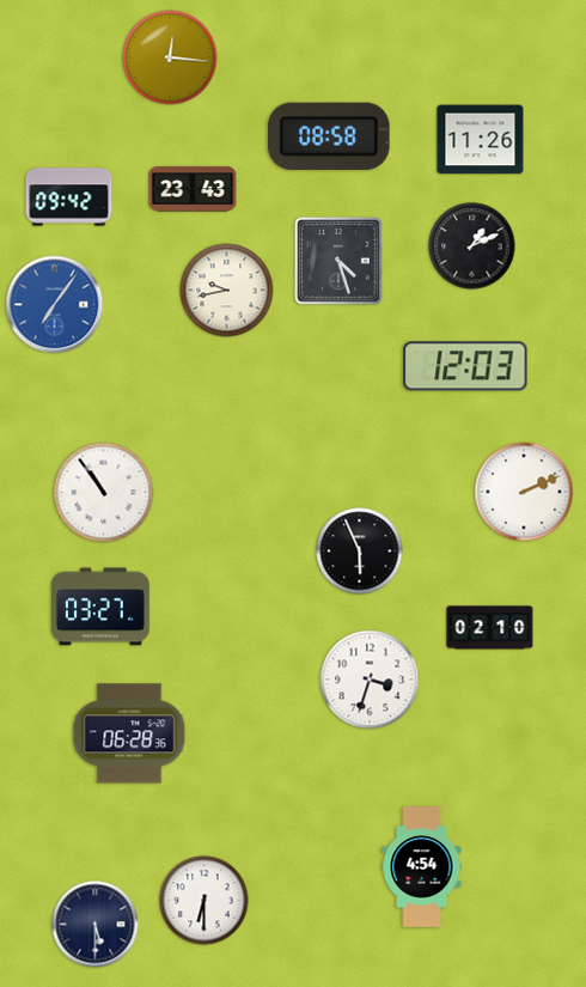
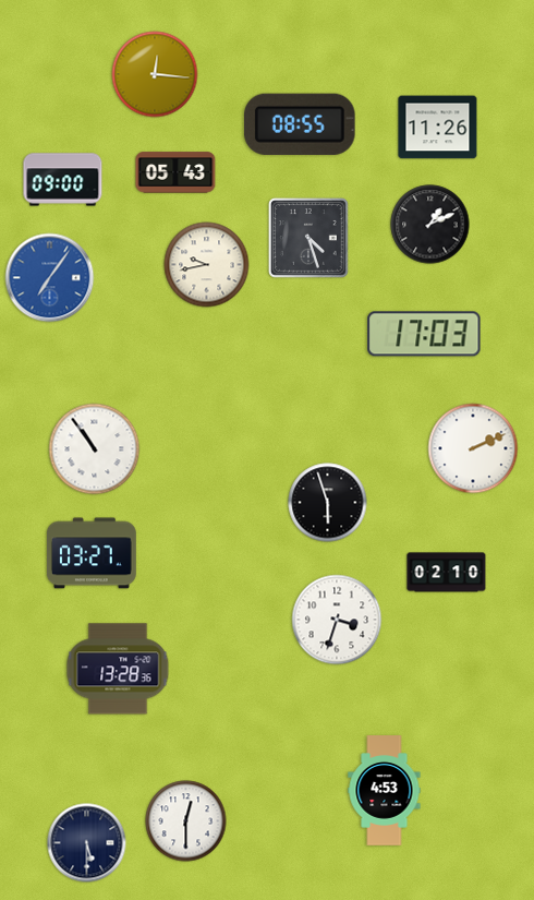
clock at (170, 57) position: (170, 57) -> (155, 74)
clock at (329, 136): 08:58 -> 08:55
clock at (193, 189): 23:43 -> 05:43
clock at (69, 197): 09:42 -> 09:00
clock at (465, 366): 12:03 -> 17:03
clock at (524, 492) position: (524, 492) -> (473, 448)
clock at (360, 552): 5:56 -> 5:57
clock at (129, 733): 06:28 -> 13:28
clock at (422, 867): 4:54 -> 4:53
clock at (205, 901): 6:30 -> 12:30
